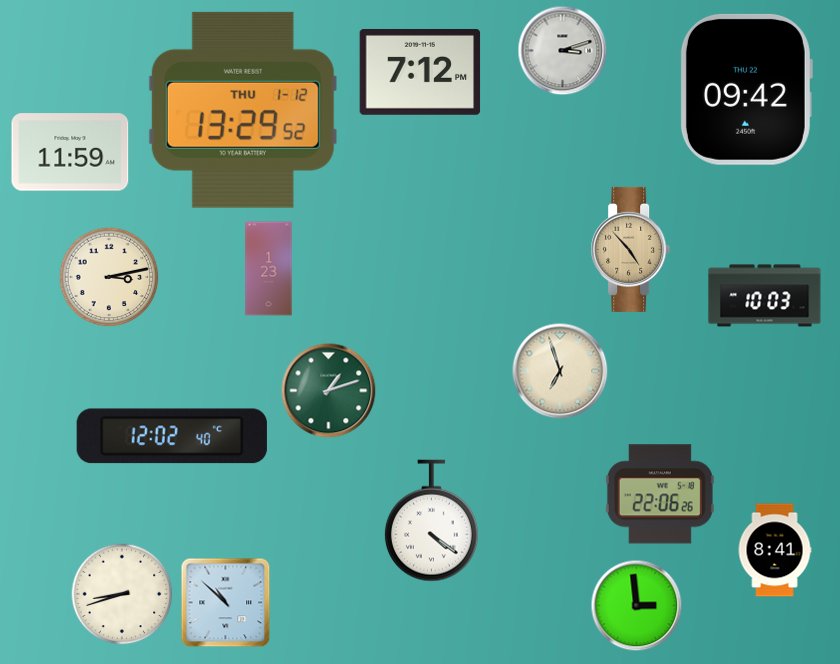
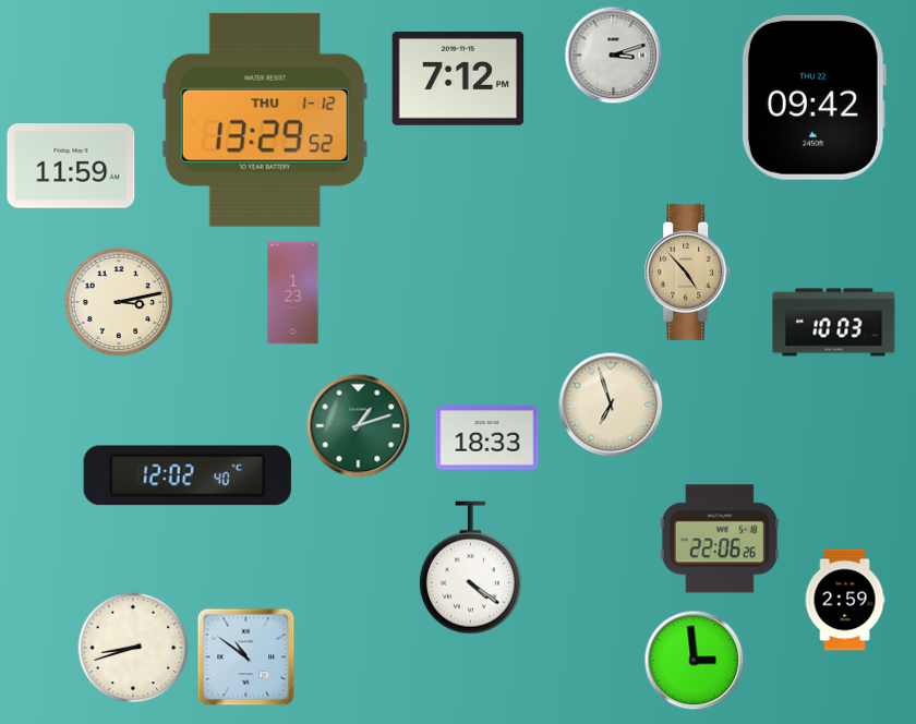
clock at (70, 152) position: (70, 152) -> (71, 166)
clock at (487, 438): none -> 18:33
clock at (775, 550): 8:41 -> 2:59
clock at (226, 603): 10:52 -> 10:51
